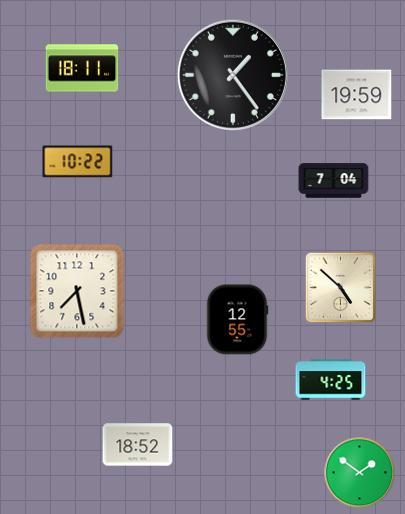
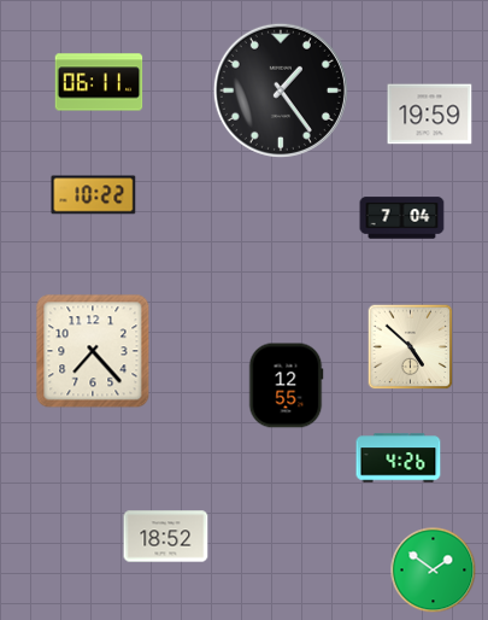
clock at (82, 68): 18:11 -> 06:11
clock at (77, 291): 7:28 -> 7:23
clock at (331, 380): 4:25 -> 4:26
